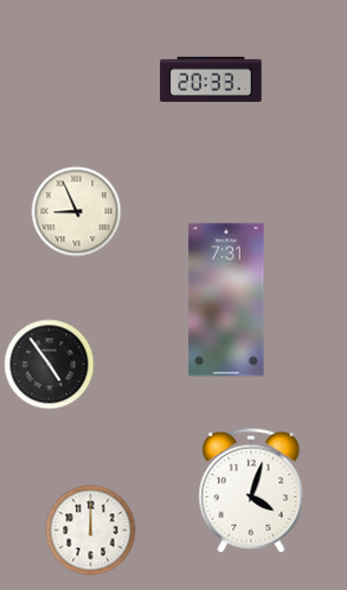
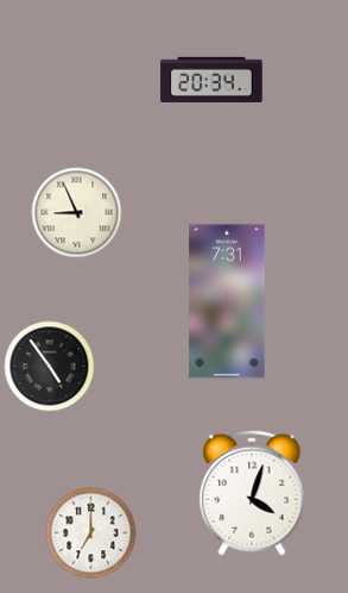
clock at (211, 79): 20:33 -> 20:34
clock at (91, 531): 12:00 -> 7:00
